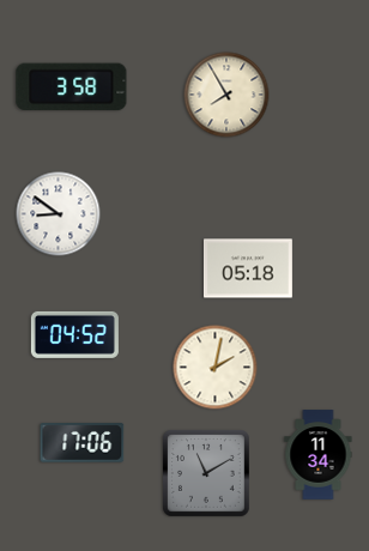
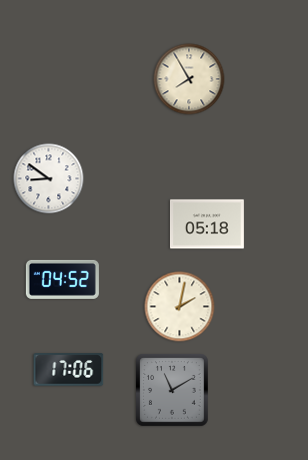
clock at (72, 87): 3:58 -> none
clock at (319, 455): 11:34 -> none
clock at (206, 473) position: (206, 473) -> (172, 390)
